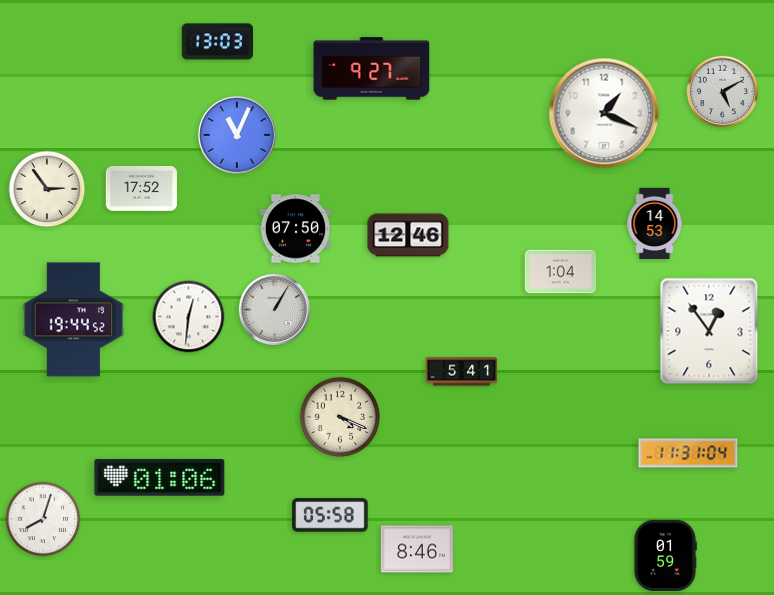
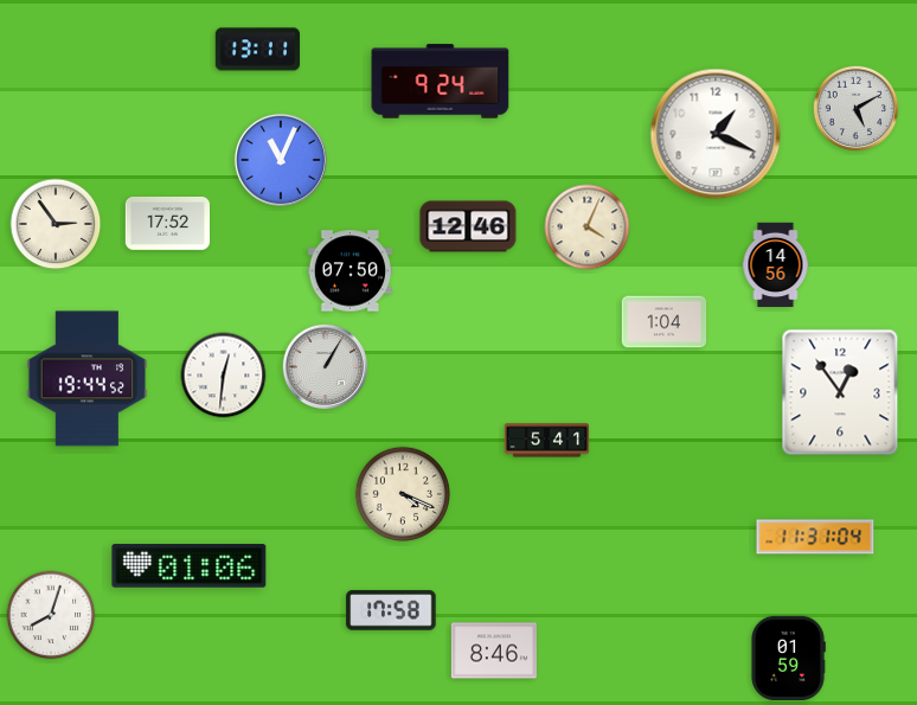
clock at (217, 42): 13:03 -> 13:11
clock at (372, 69): 9:27 -> 9:24
clock at (588, 227): none -> 4:04
clock at (655, 224): 14:53 -> 14:56
clock at (408, 235) position: (408, 235) -> (468, 226)
clock at (330, 515): 05:58 -> 17:58
